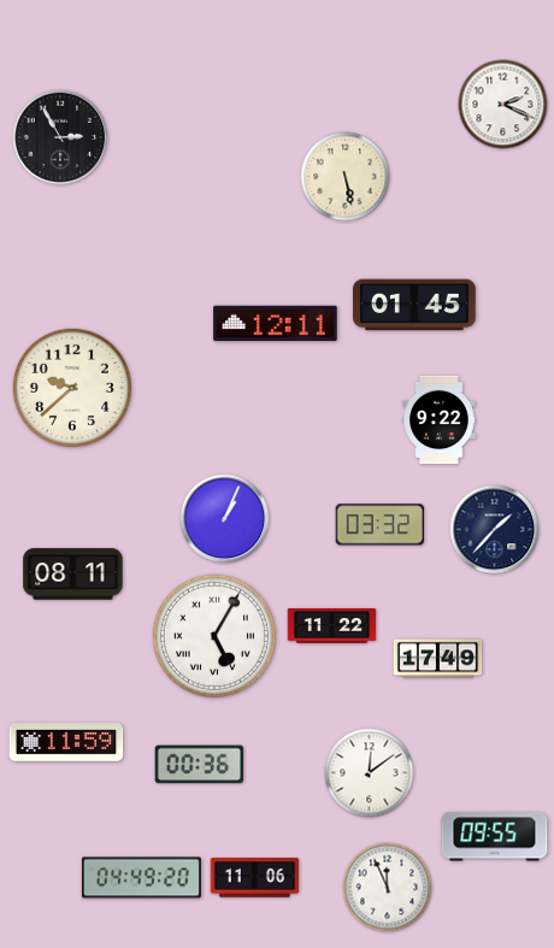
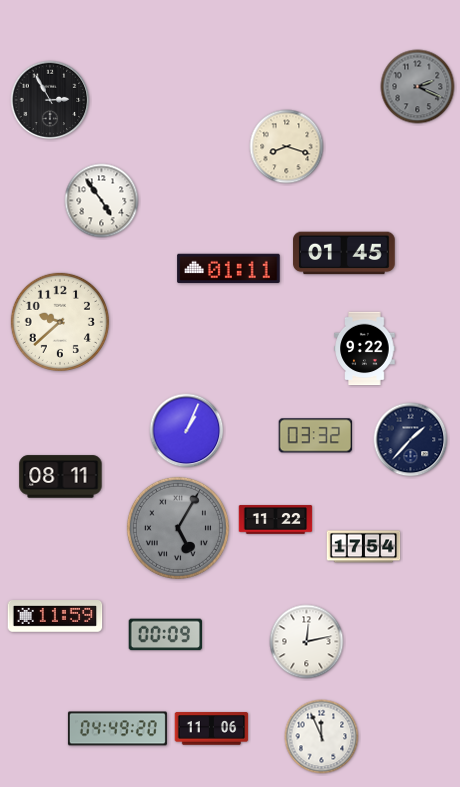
clock at (503, 105) dial: white -> grey
clock at (60, 137) position: (60, 137) -> (50, 100)
clock at (346, 177): 5:28 -> 8:18
clock at (102, 201): none -> 4:54
clock at (276, 324): 12:11 -> 01:11
clock at (214, 636) dial: white -> grey
clock at (438, 659): 17:49 -> 17:54
clock at (200, 765): 00:36 -> 00:09
clock at (370, 773): 12:09 -> 12:13
clock at (495, 837): 09:55 -> none
